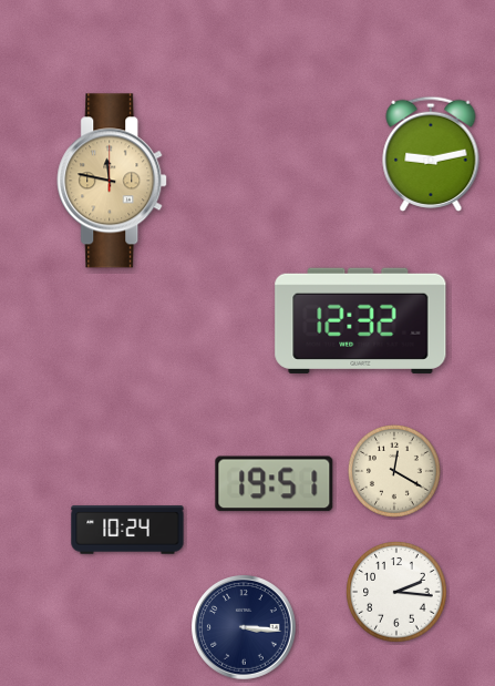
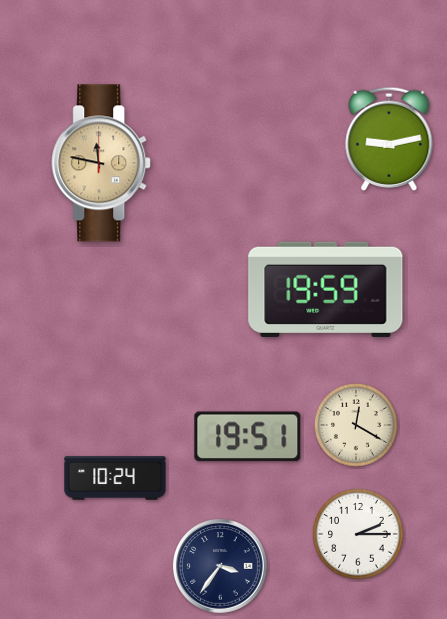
clock at (361, 320): 12:32 -> 19:59
clock at (396, 592): 2:16 -> 2:15
clock at (245, 628): 3:16 -> 3:36
